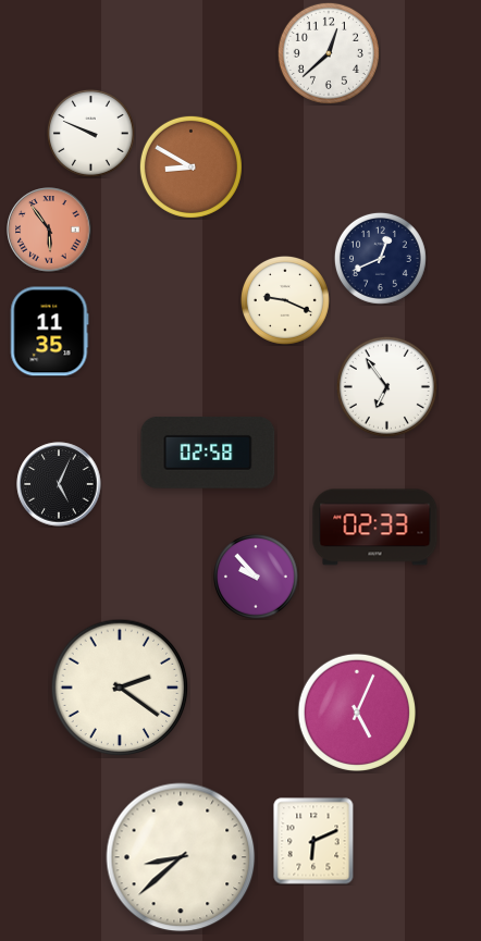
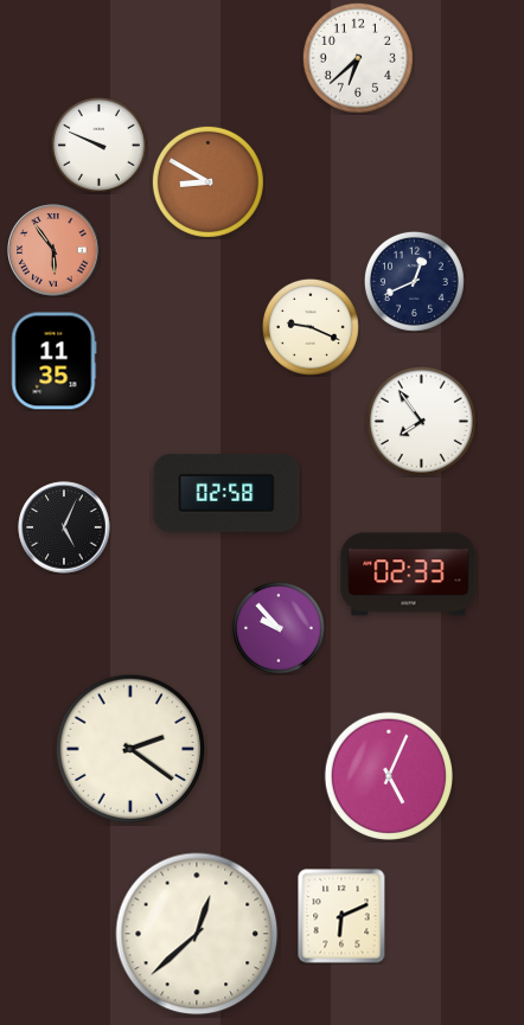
clock at (329, 53): 12:38 -> 6:38
clock at (386, 386): 6:54 -> 7:54
clock at (181, 857): 8:38 -> 12:38
